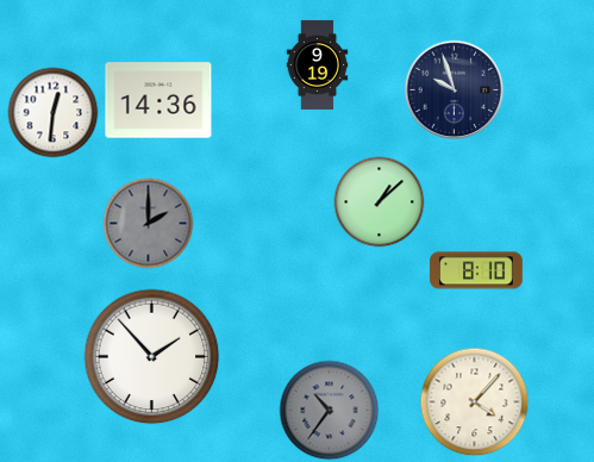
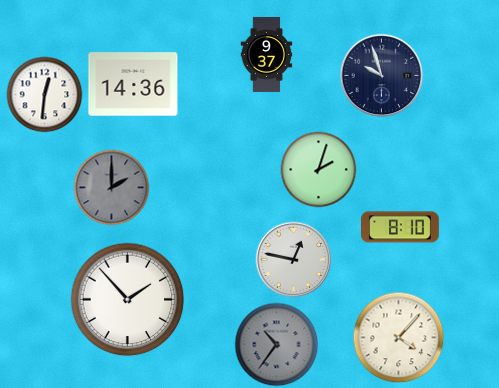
clock at (318, 64): 9:19 -> 9:37
clock at (380, 202): 1:08 -> 2:03
clock at (149, 224) position: (149, 224) -> (112, 188)
clock at (294, 260): none -> 12:47
